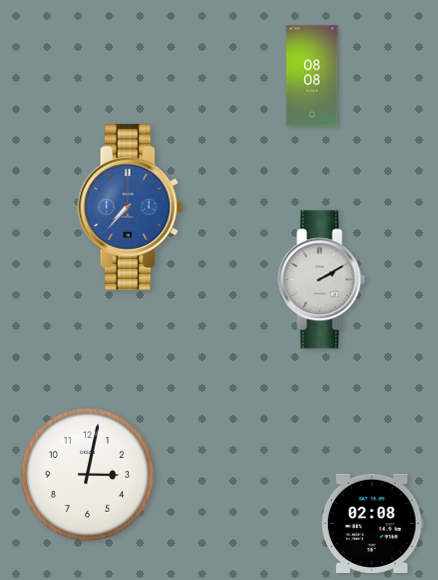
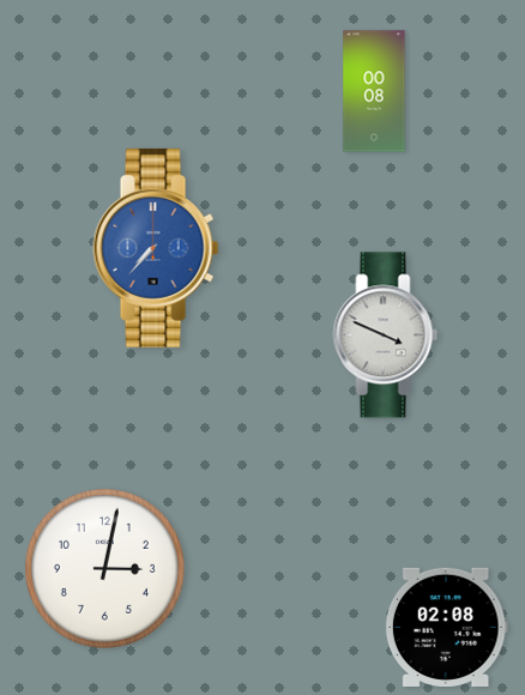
clock at (312, 76): 08:08 -> 00:08
clock at (322, 280): 2:10 -> 3:49
